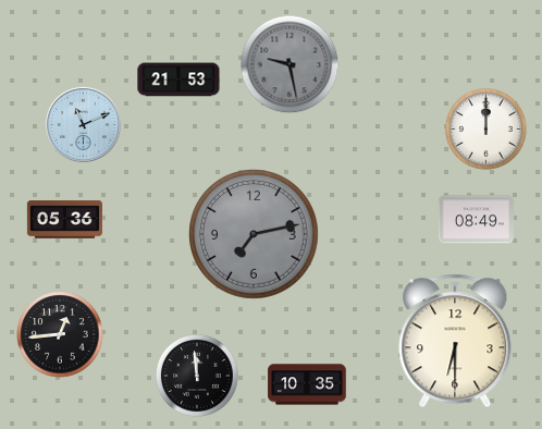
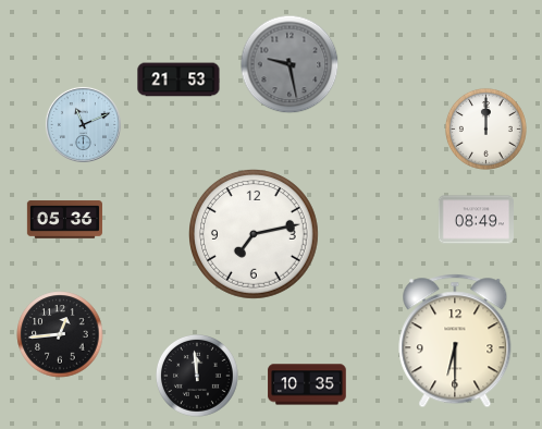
clock at (255, 235) dial: grey -> white
